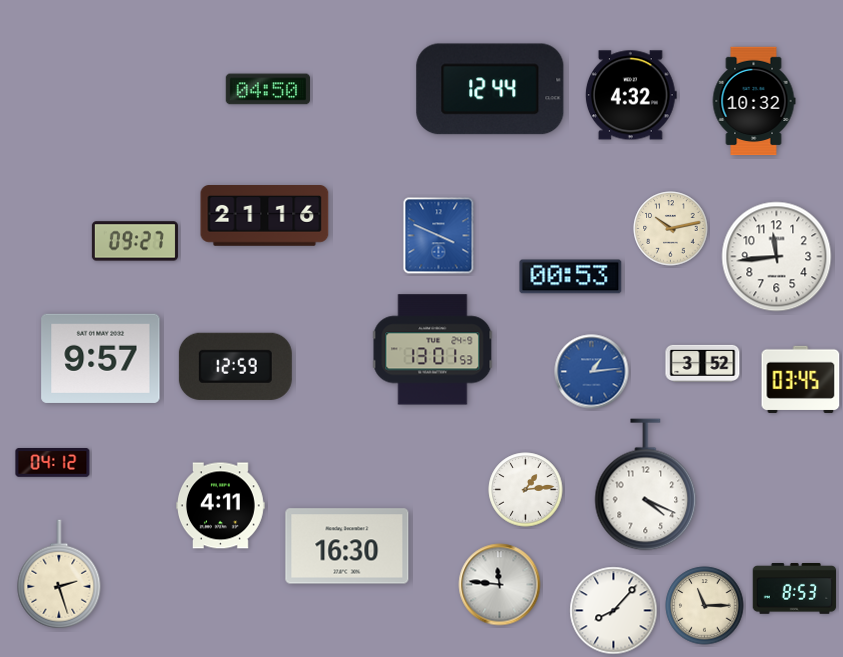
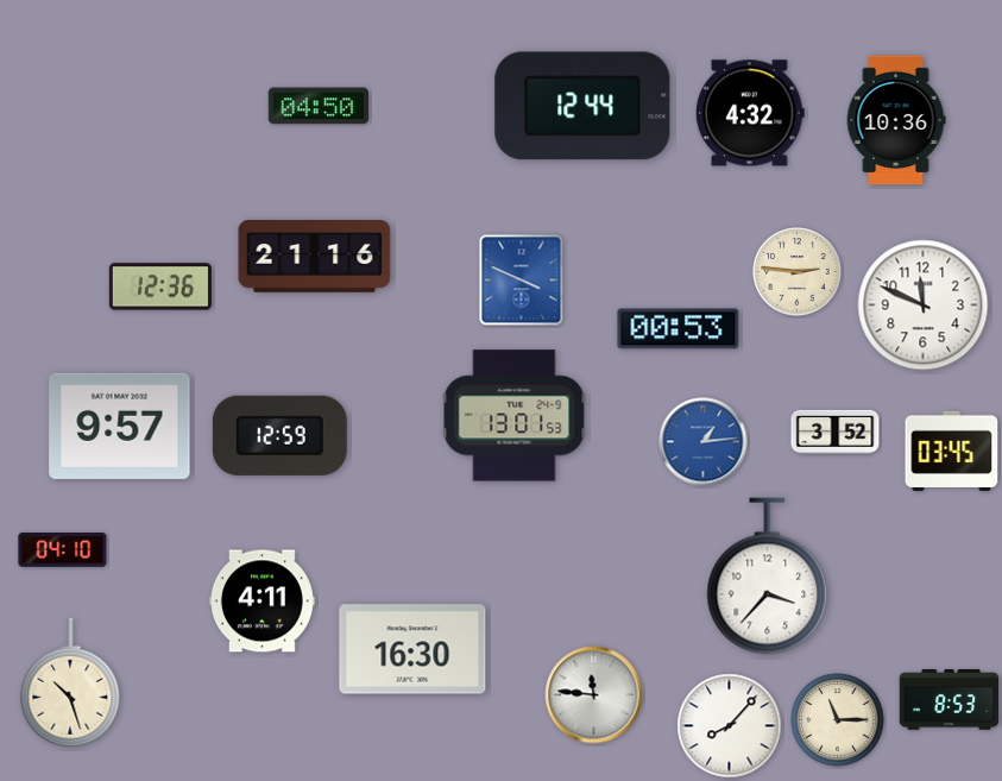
clock at (754, 101): 10:32 -> 10:36
clock at (671, 229): 10:13 -> 2:46
clock at (135, 241): 09:27 -> 12:36
clock at (777, 257): 11:44 -> 11:49
clock at (53, 463): 04:12 -> 04:10
clock at (646, 485): 4:19 -> 3:37
clock at (526, 490): 1:14 -> none
clock at (59, 574): 2:27 -> 10:27
clock at (795, 589) position: (795, 589) -> (950, 700)
